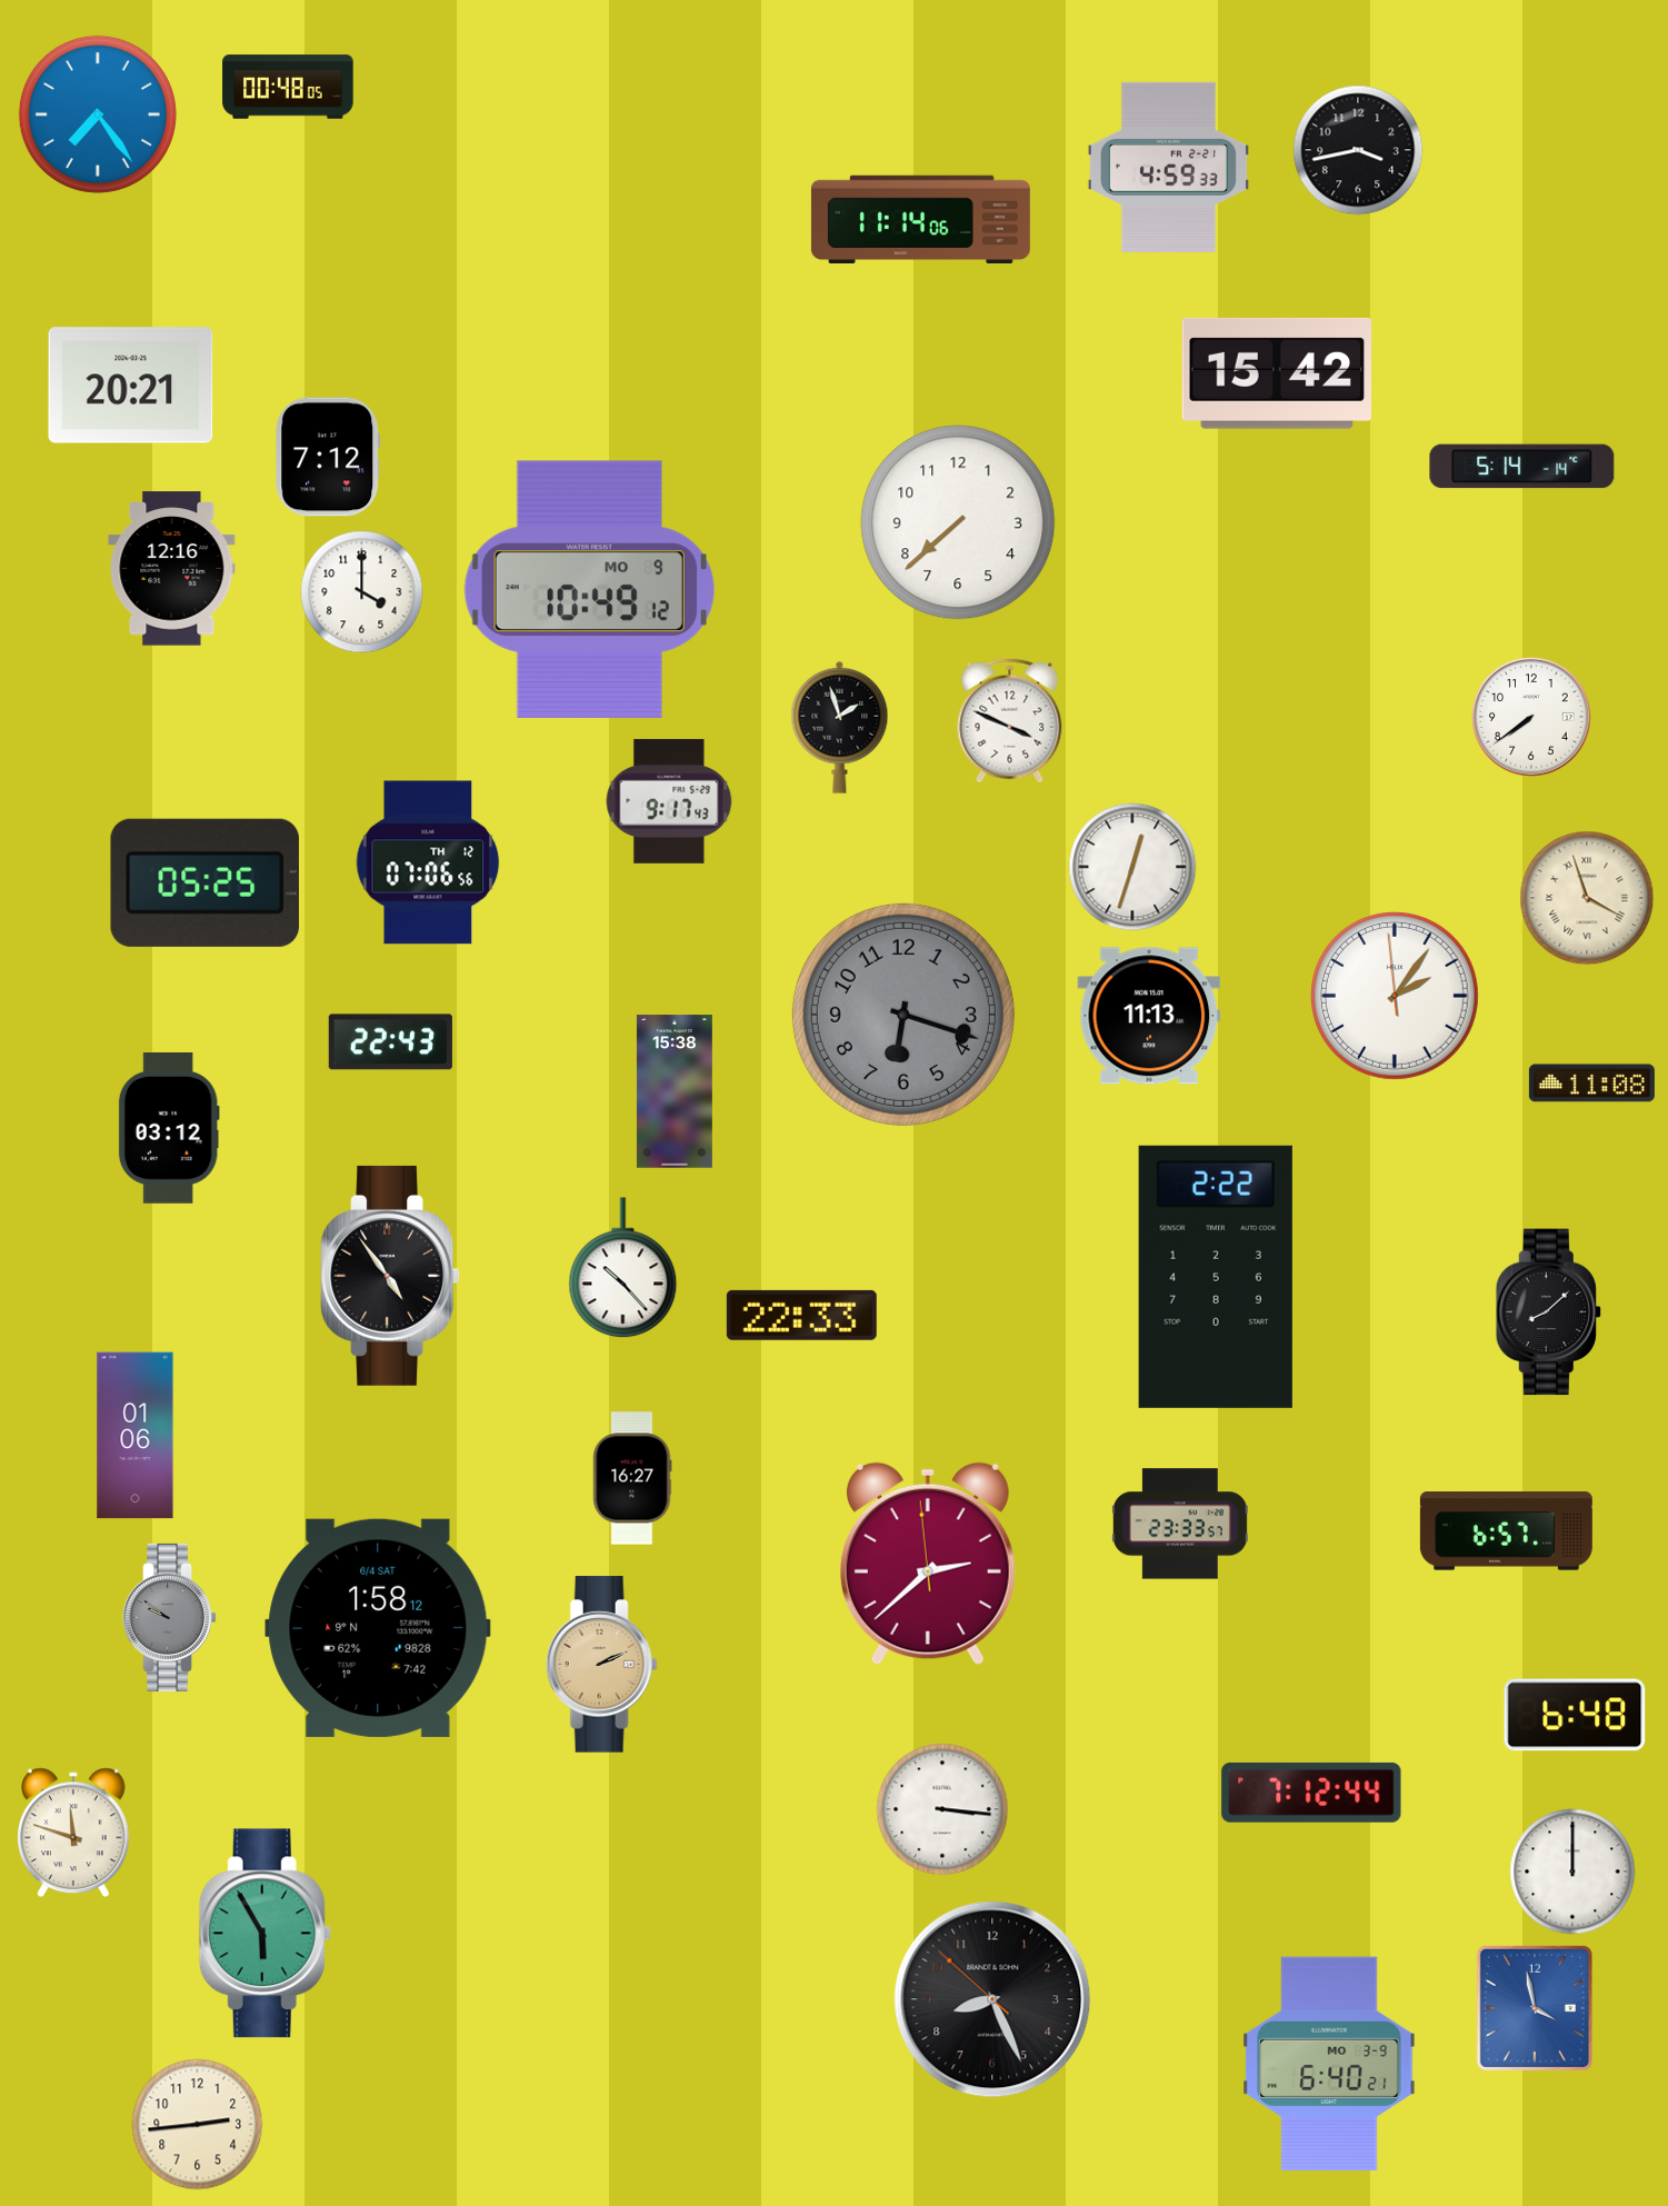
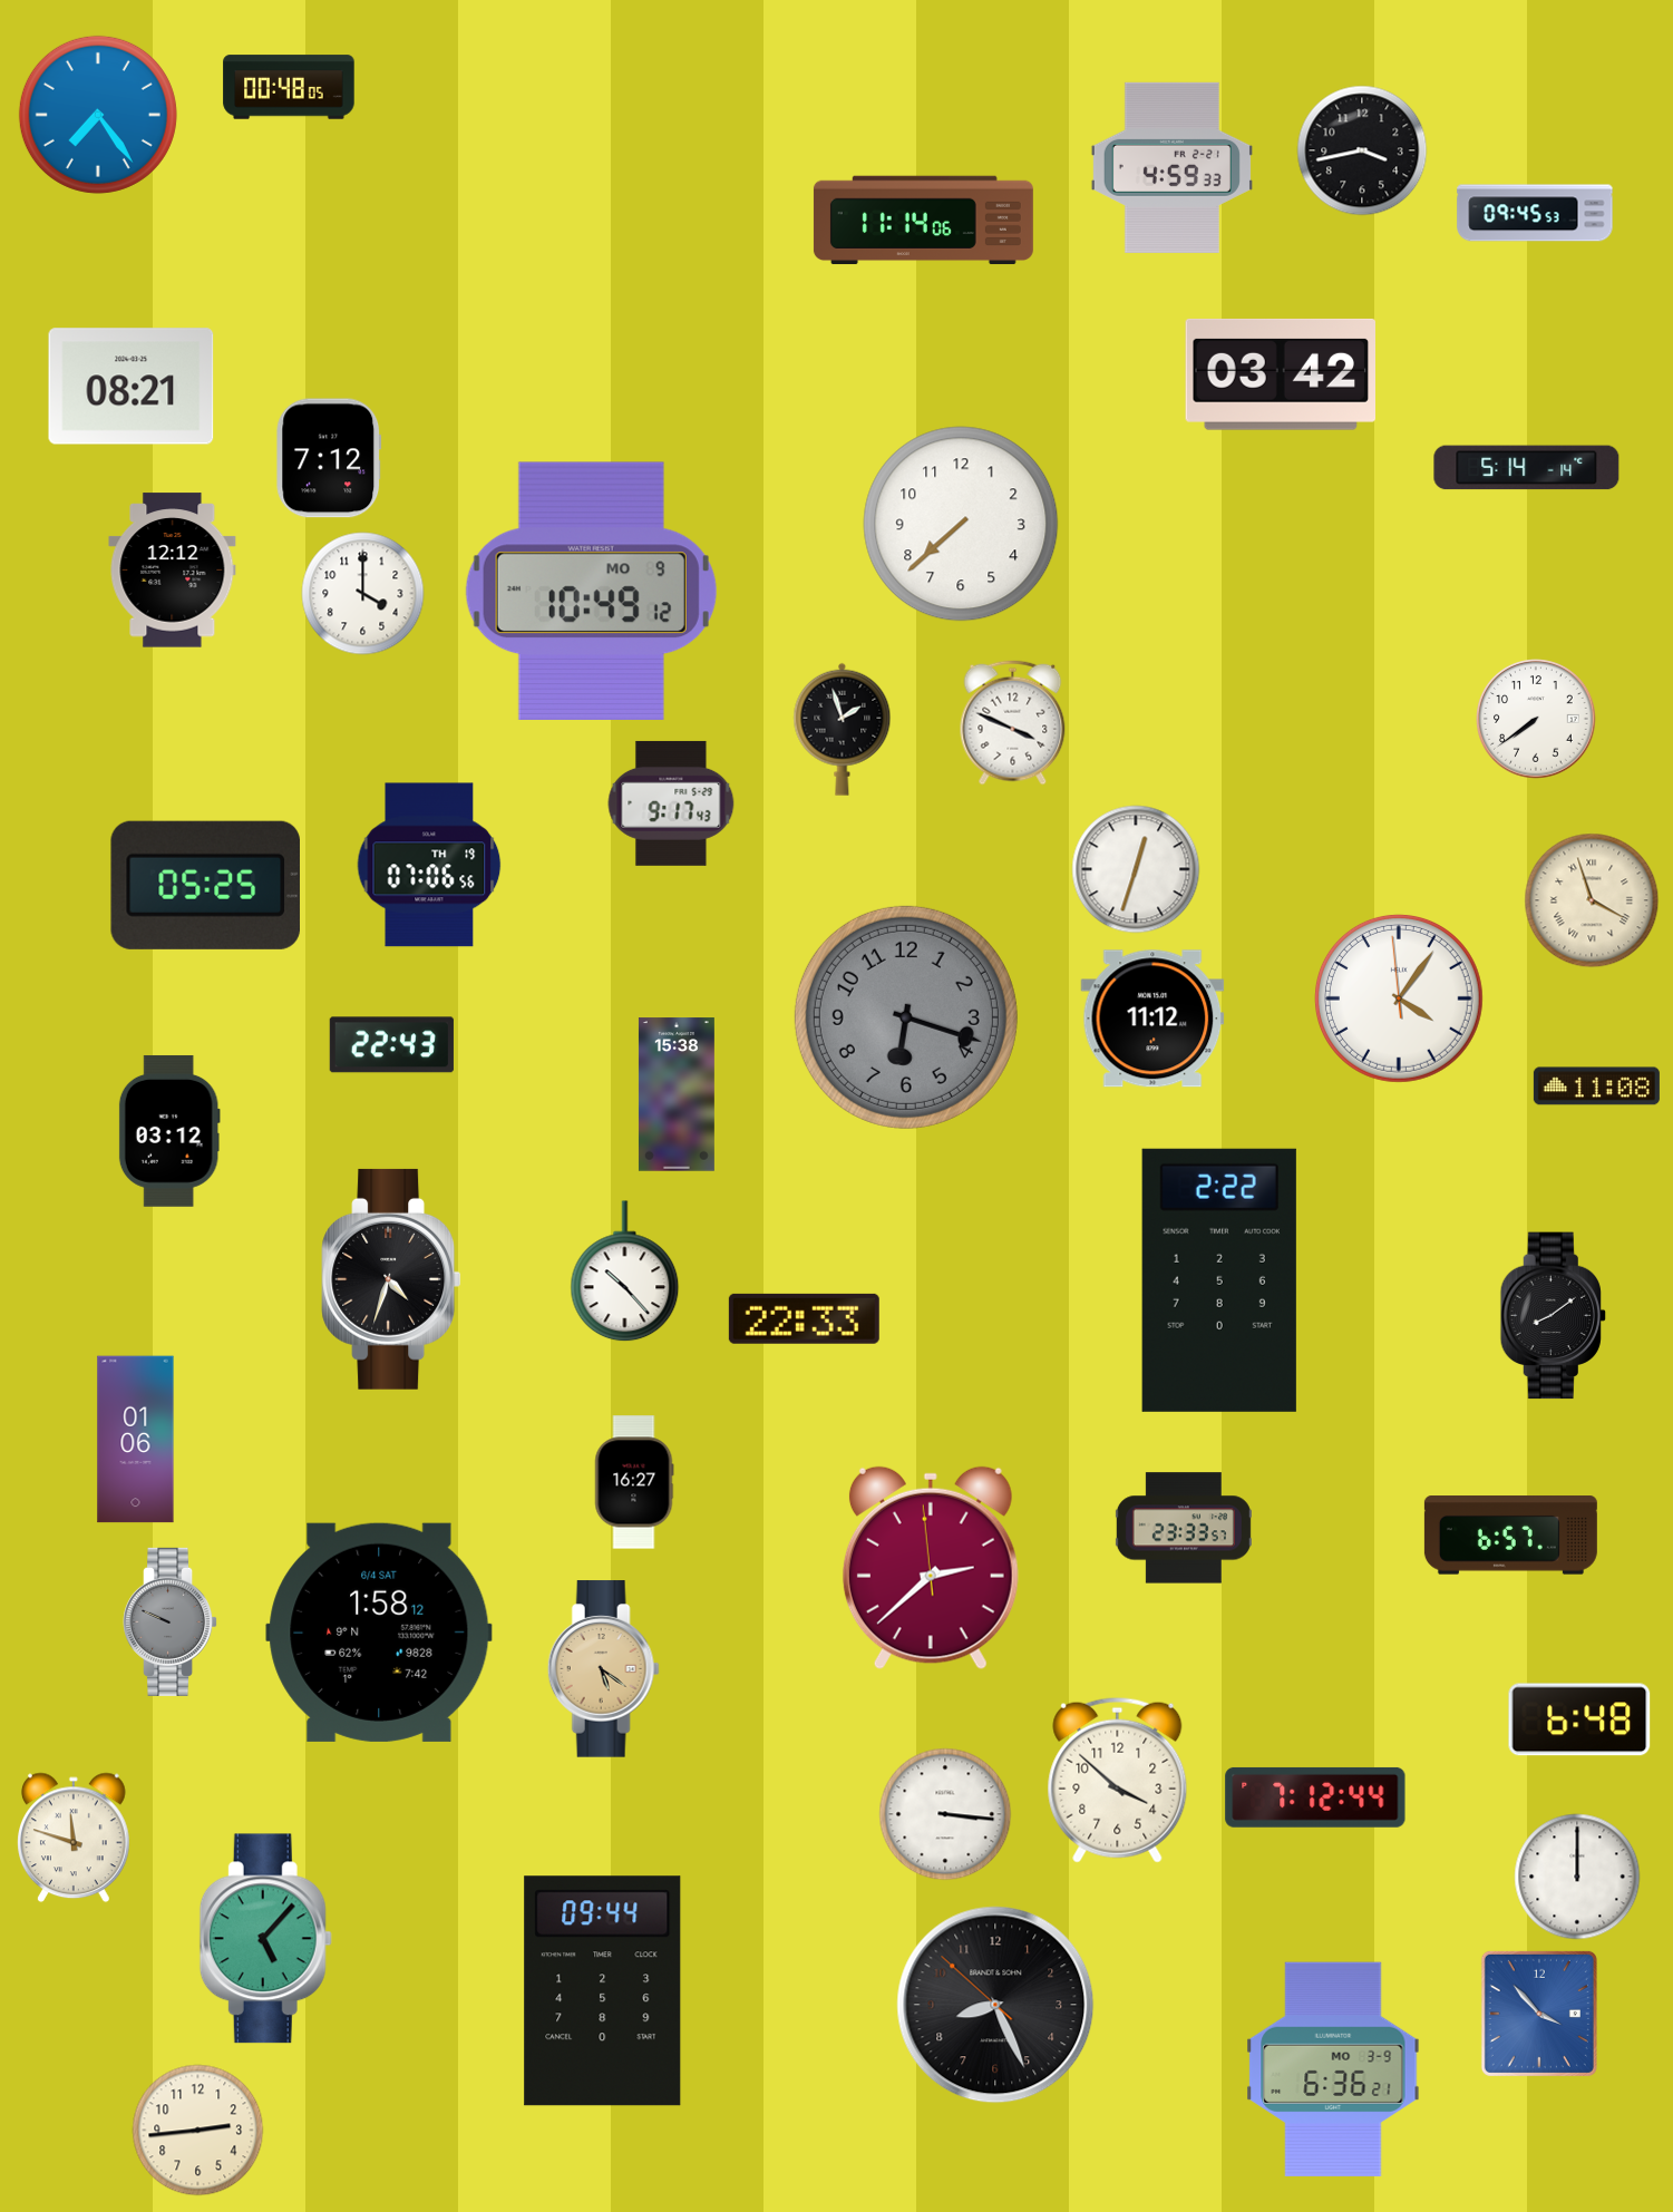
clock at (1535, 213): none -> 09:45
clock at (1277, 373): 15:42 -> 03:42
clock at (131, 386): 20:21 -> 08:21
clock at (172, 569): 12:16 -> 12:12
clock at (428, 862) date: TH 12 -> TH 19
clock at (1395, 996): 2:05 -> 4:05
clock at (1149, 1016): 11:13 -> 11:12
clock at (390, 1276): 4:54 -> 4:33
clock at (1548, 1312): 8:08 -> 8:09
clock at (170, 1617): 9:51 -> 9:49
clock at (601, 1665): 2:11 -> 5:21
clock at (1118, 1780): none -> 3:52
clock at (264, 1934): 5:55 -> 5:07
clock at (603, 1991): none -> 09:44
clock at (1535, 2008): 3:58 -> 3:53
clock at (1329, 2064): 6:40 -> 6:36
